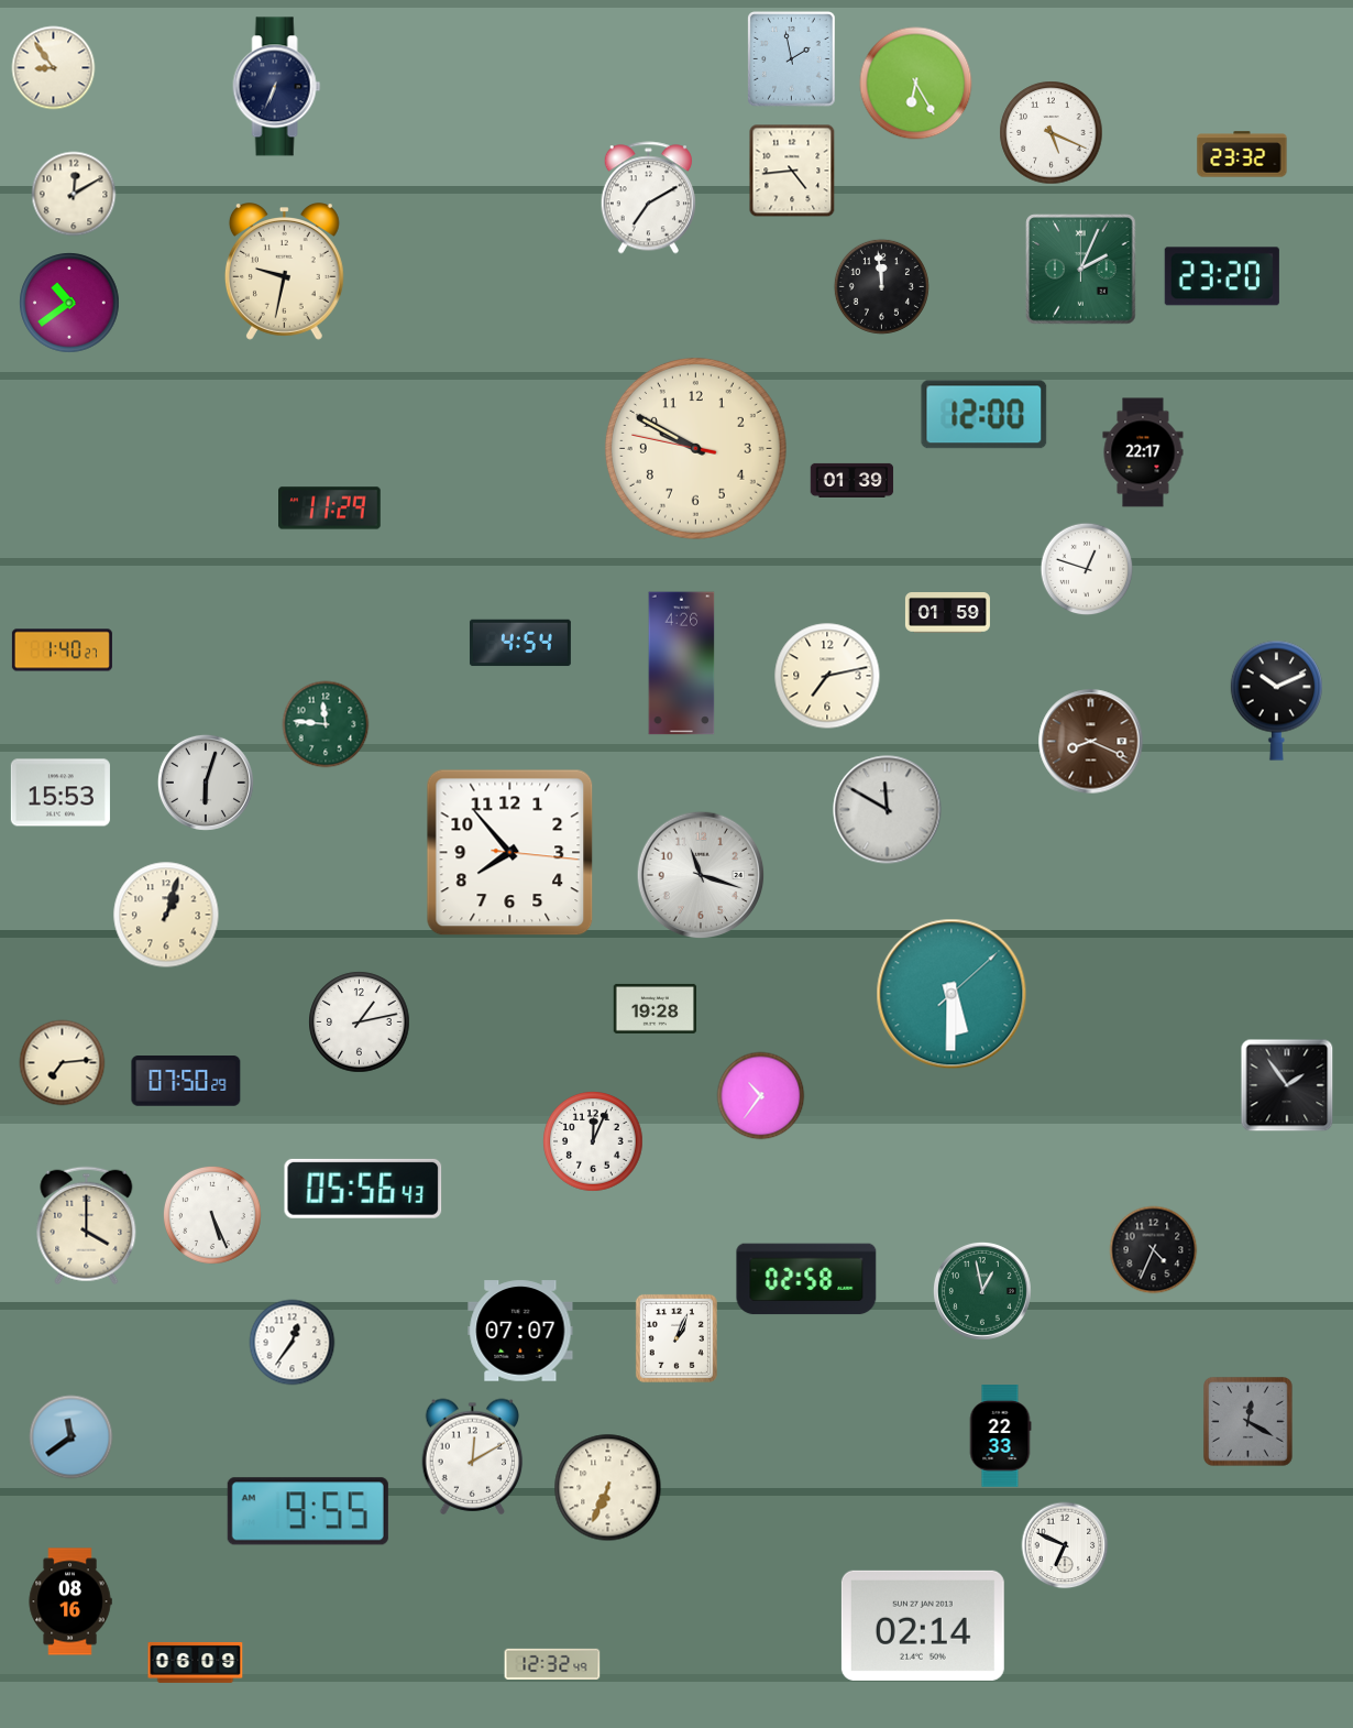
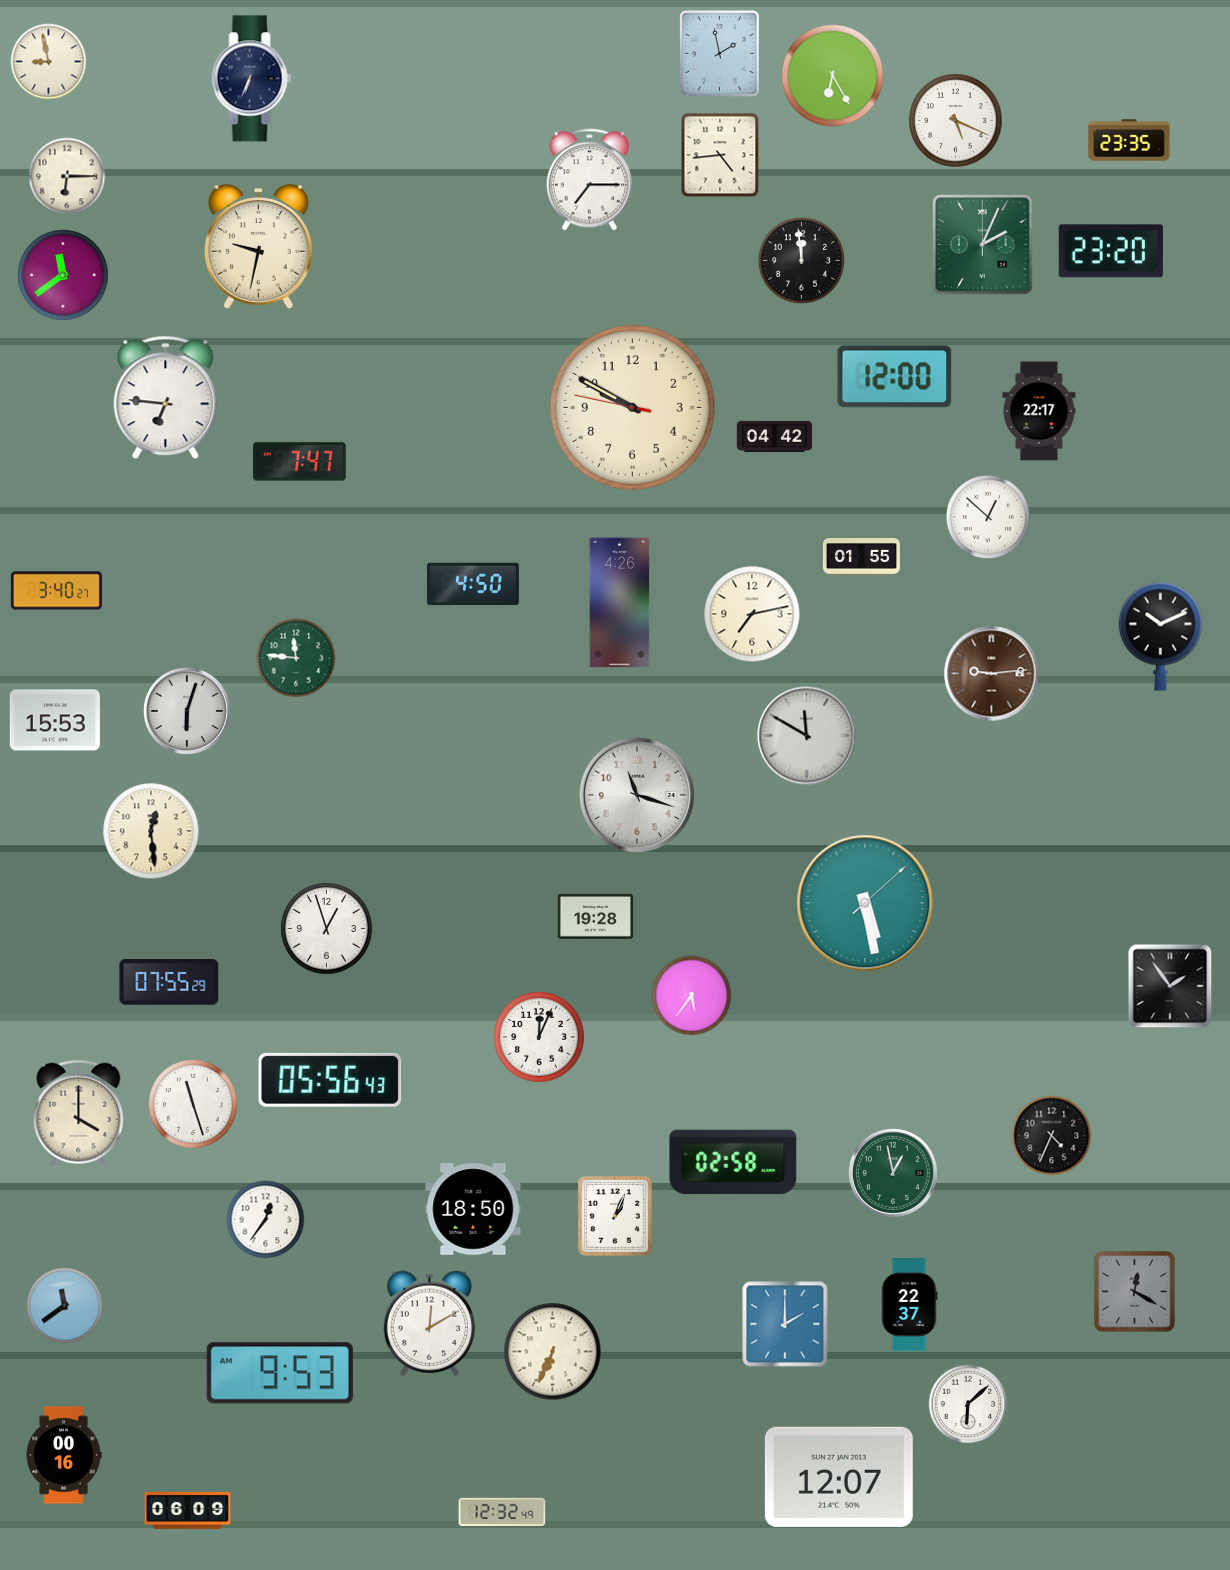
clock at (54, 68): 8:54 -> 8:58
clock at (1242, 154): 23:32 -> 23:35
clock at (74, 194): 12:10 -> 6:15
clock at (648, 198): 7:10 -> 7:15
clock at (69, 303): 10:39 -> 11:39
clock at (166, 398): none -> 6:46
clock at (853, 480): 01:39 -> 04:42
clock at (330, 508): 11:29 -> 7:47
clock at (1087, 569): 12:48 -> 12:52
clock at (947, 613): 01:59 -> 01:55
clock at (520, 643): 4:54 -> 4:50
clock at (62, 650): 1:40 -> 3:40
clock at (1091, 742): 8:19 -> 9:14
clock at (510, 853): 7:53 -> none
clock at (166, 915): 1:03 -> 12:29
clock at (952, 994): 5:30 -> 5:28
clock at (360, 1022): 1:13 -> 12:57
clock at (63, 1063): 7:14 -> none
clock at (186, 1082): 07:50 -> 07:55
clock at (761, 1096): 10:36 -> 5:36
clock at (212, 1215): 5:26 -> 11:27
clock at (1154, 1250) position: (1154, 1250) -> (1052, 1136)
clock at (520, 1331): 07:07 -> 18:50
clock at (1000, 1436): 22:33 -> 22:37
clock at (785, 1324): none -> 2:00
clock at (308, 1511): 9:55 -> 9:53
clock at (1065, 1545): 6:49 -> 6:08
clock at (70, 1601): 08:16 -> 00:16
clock at (923, 1626): 02:14 -> 12:07
clock at (196, 1662) position: (196, 1662) -> (188, 1510)
